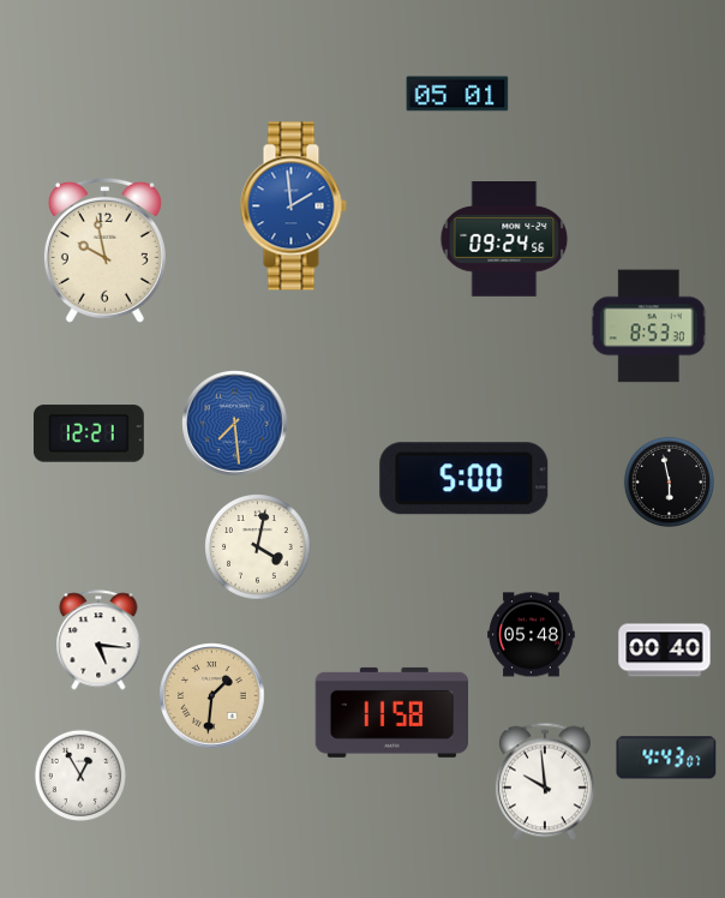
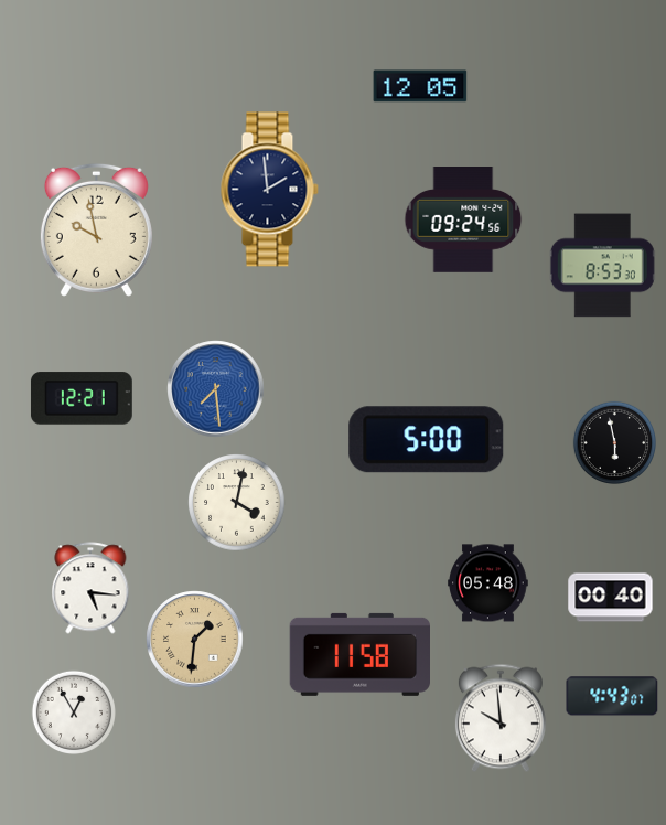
clock at (457, 94): 05:01 -> 12:05
clock at (293, 206) dial: blue -> navy
clock at (648, 327) position: (648, 327) -> (602, 266)
